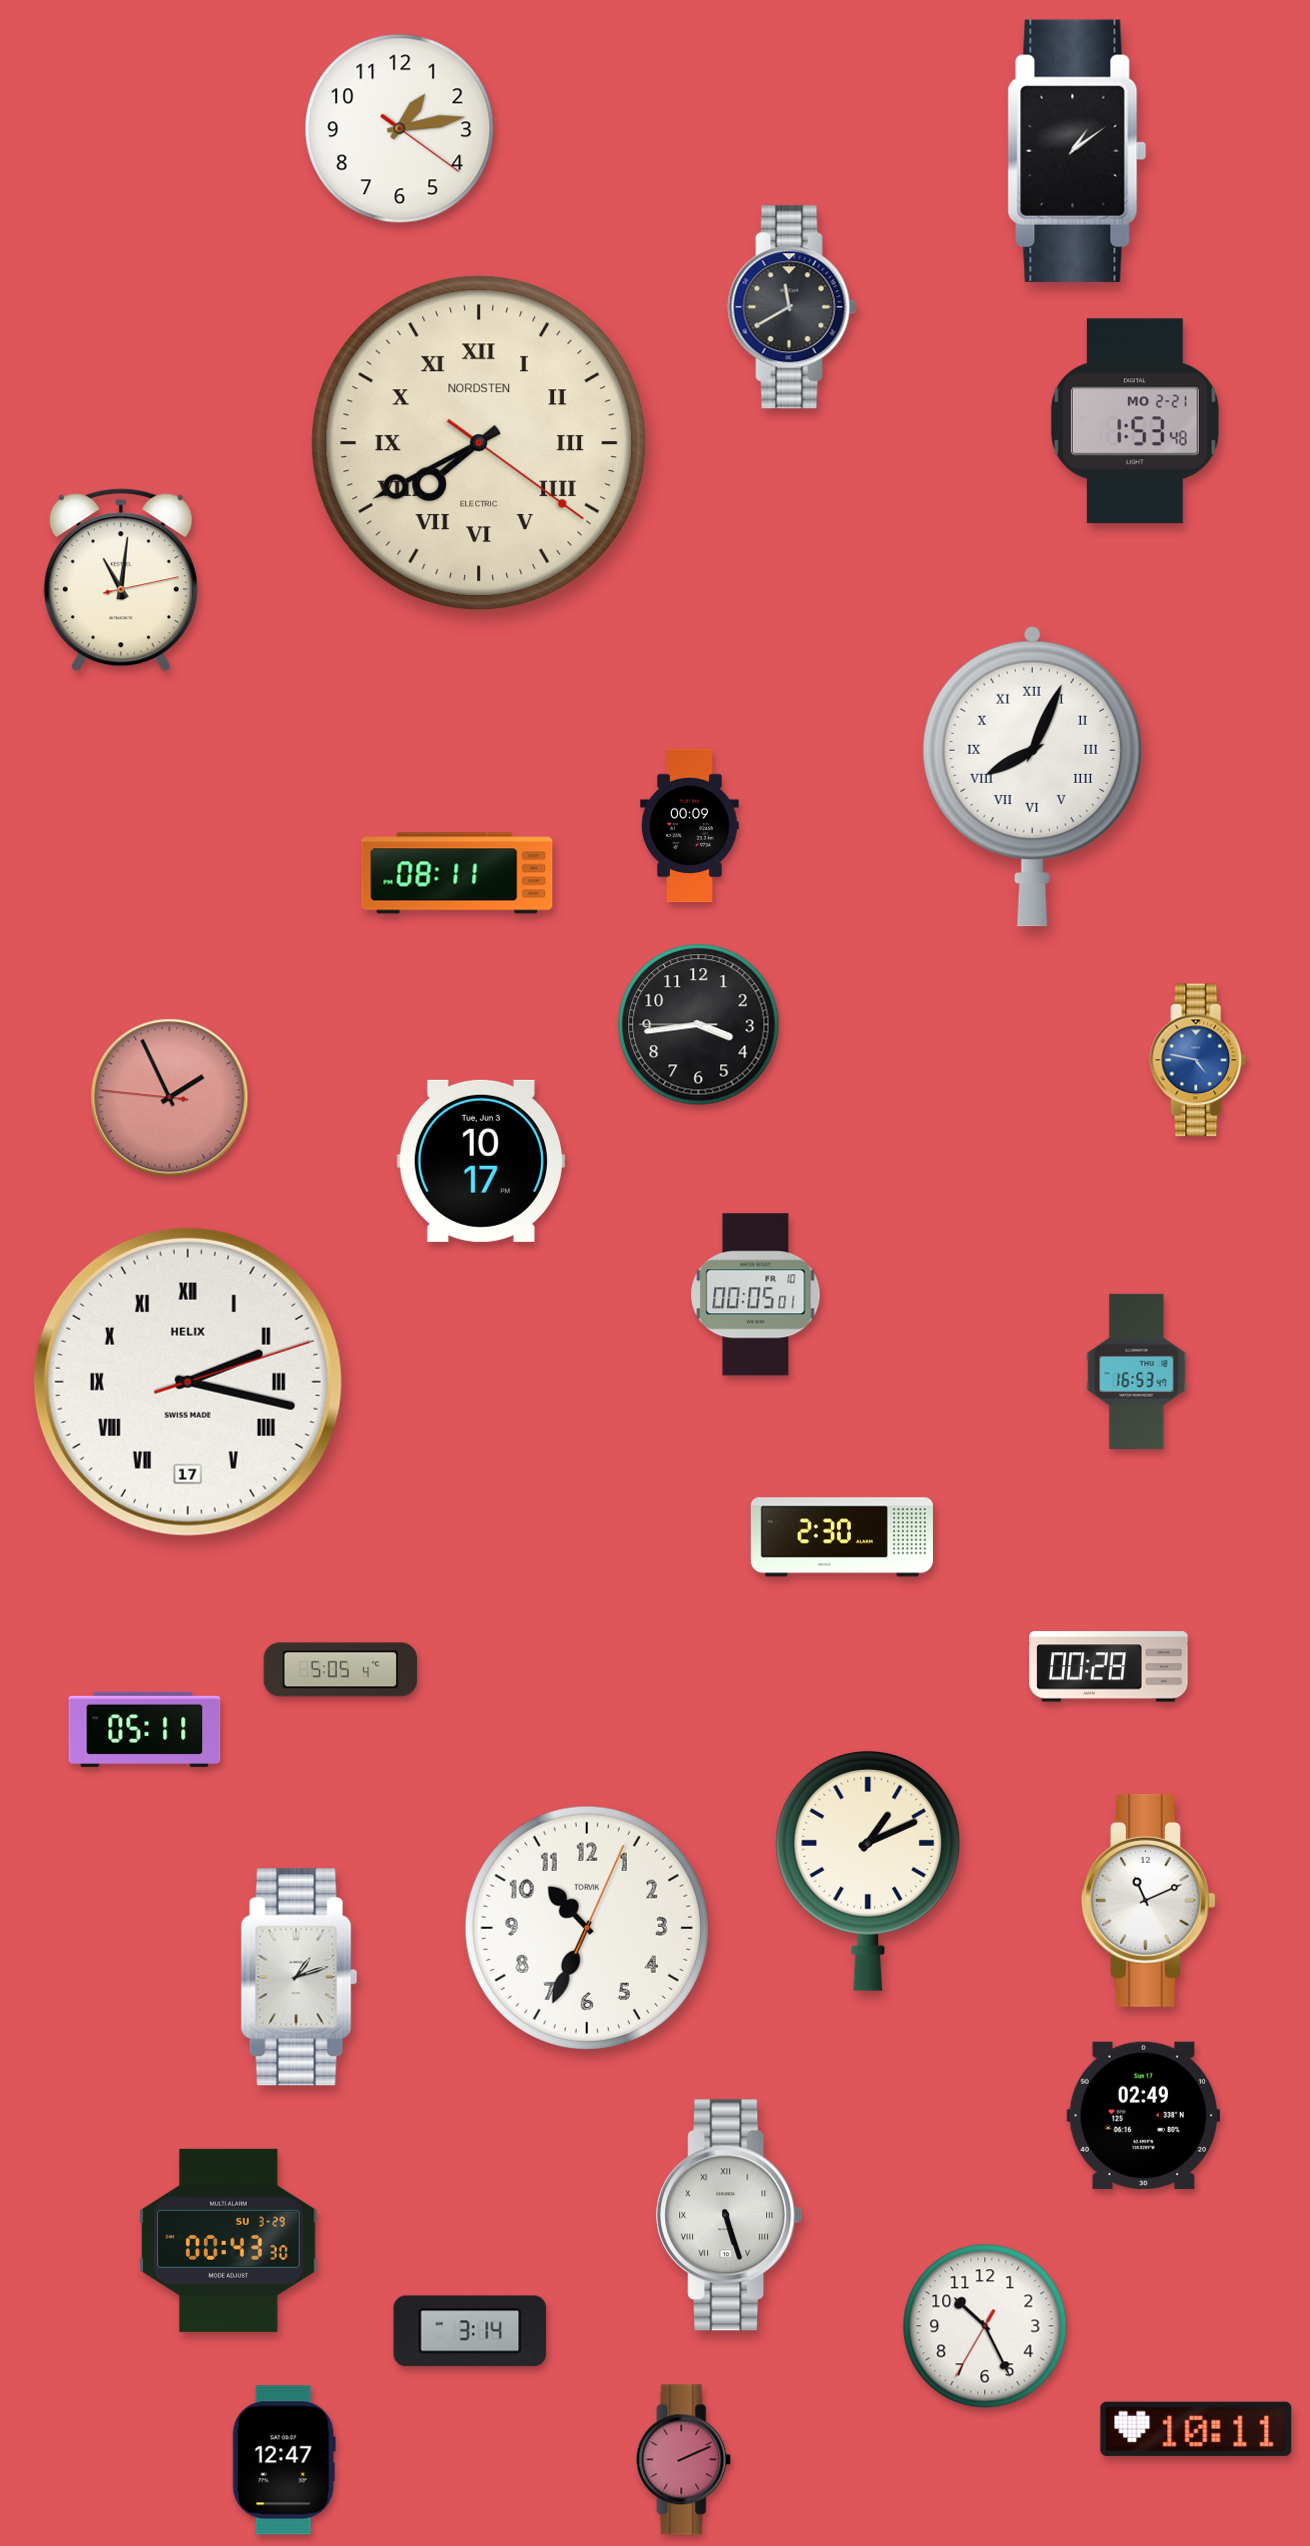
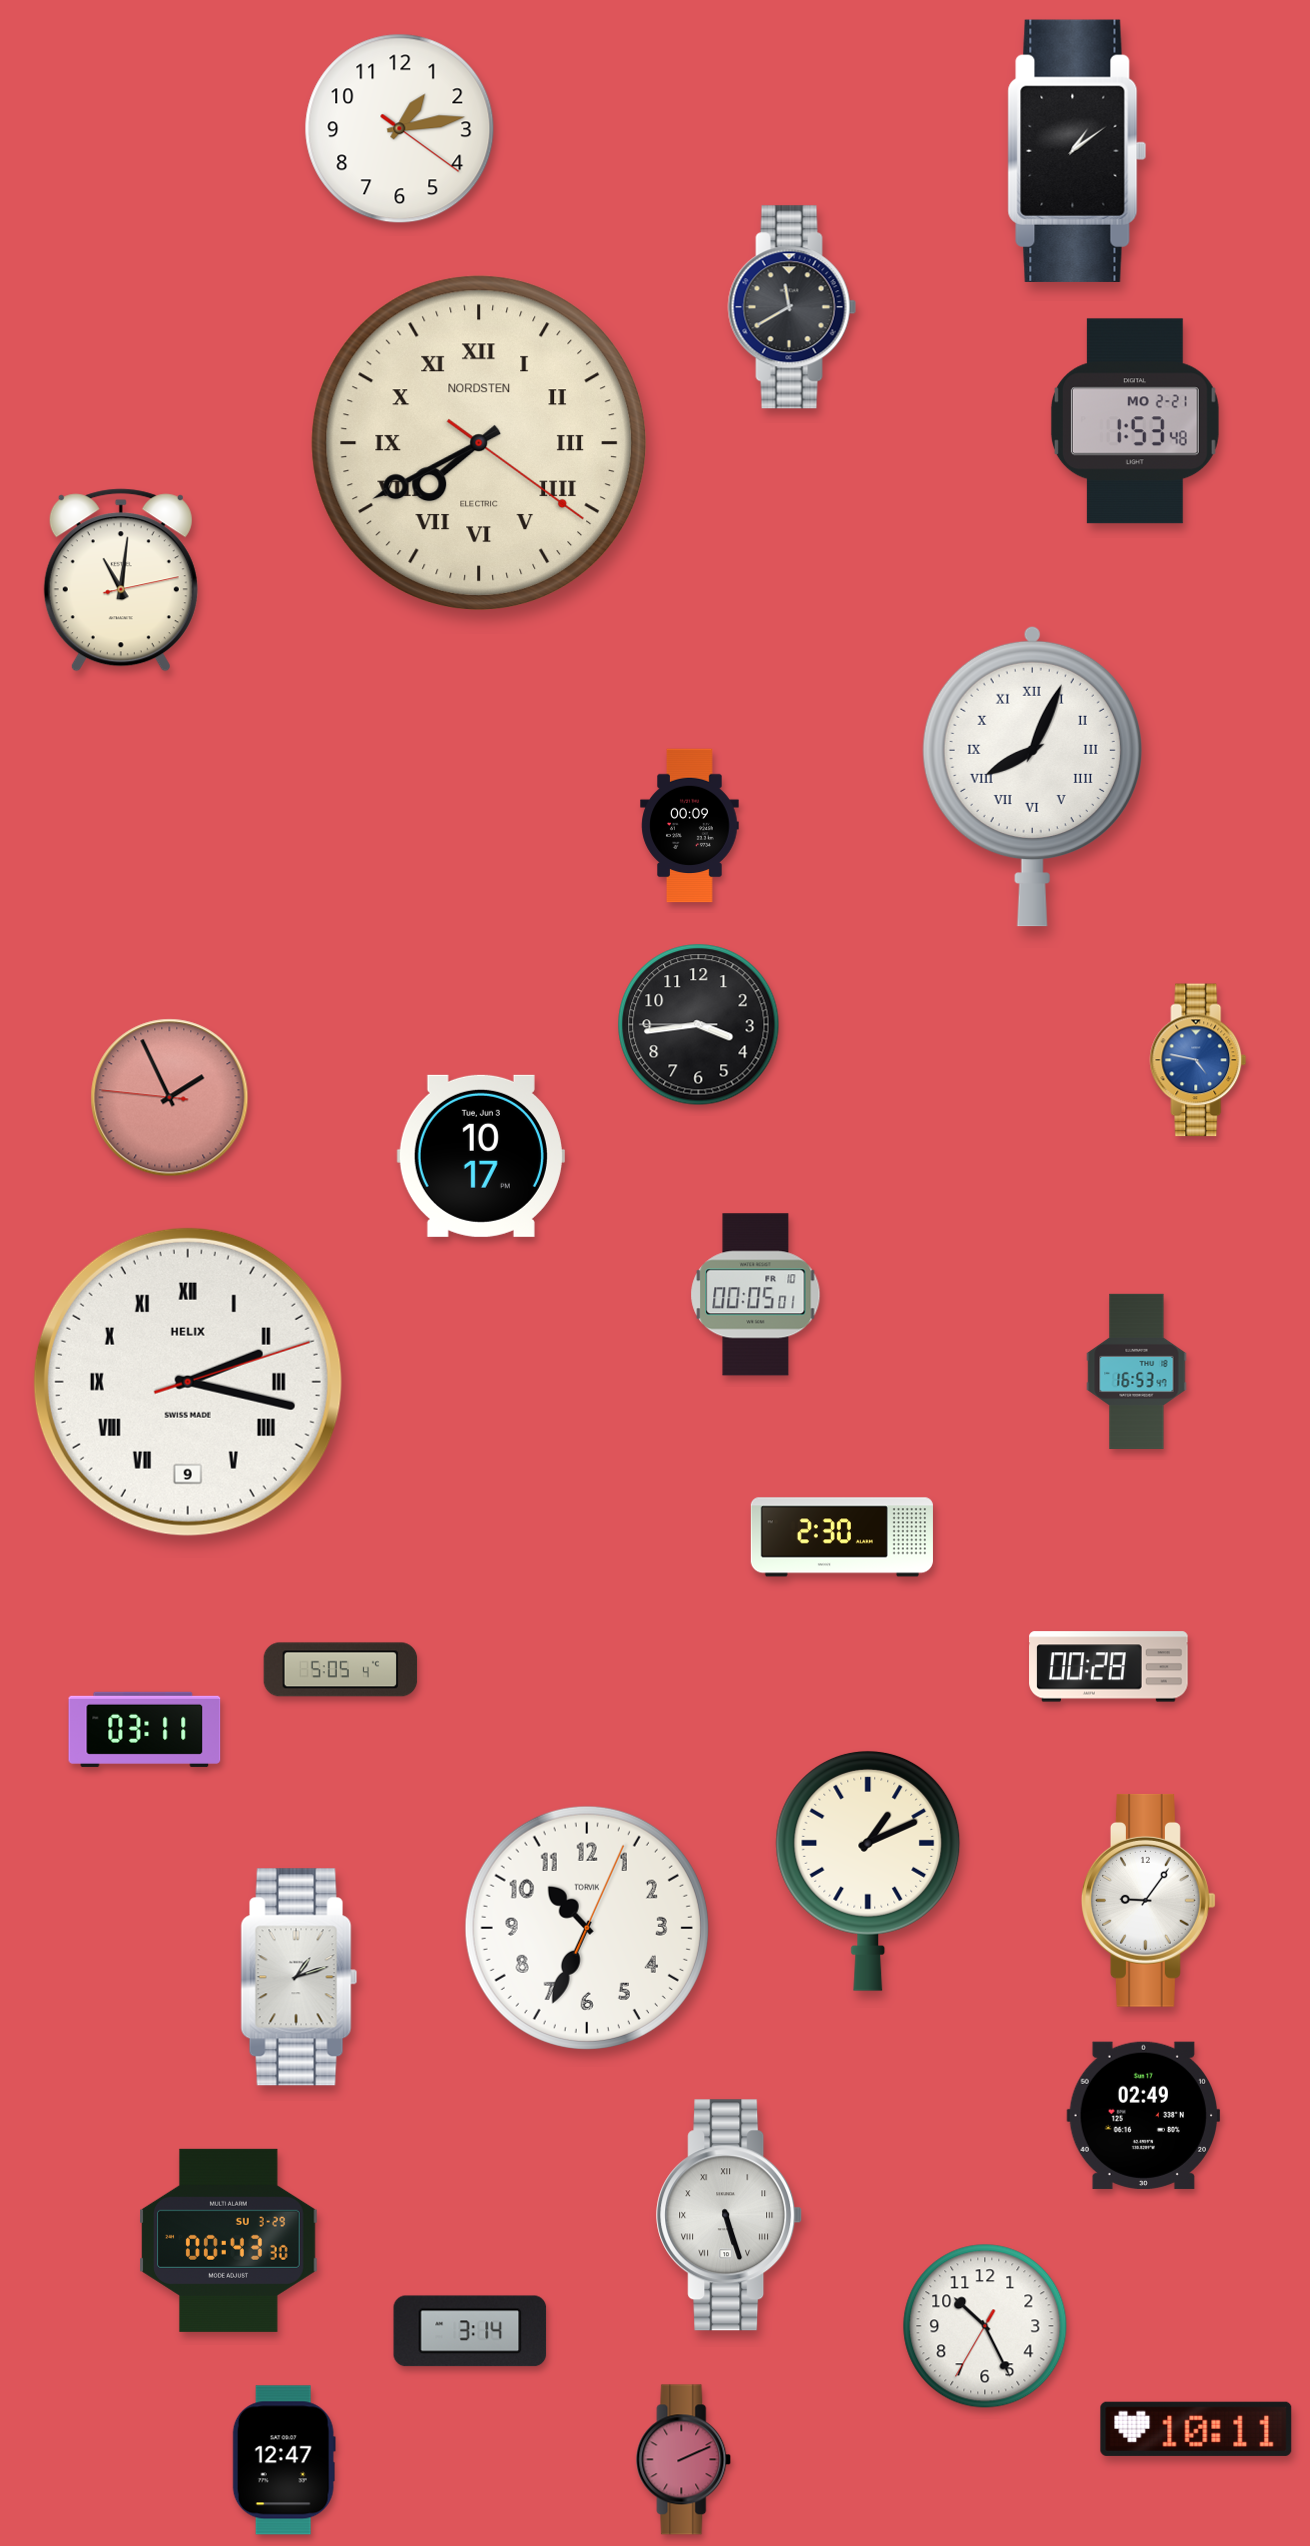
clock at (457, 873): 08:11 -> none
clock at (481, 1161) position: (481, 1161) -> (481, 1156)
clock at (188, 1382) date: 17 -> 9
clock at (145, 1729): 05:11 -> 03:11
clock at (1148, 1900): 11:11 -> 9:06
